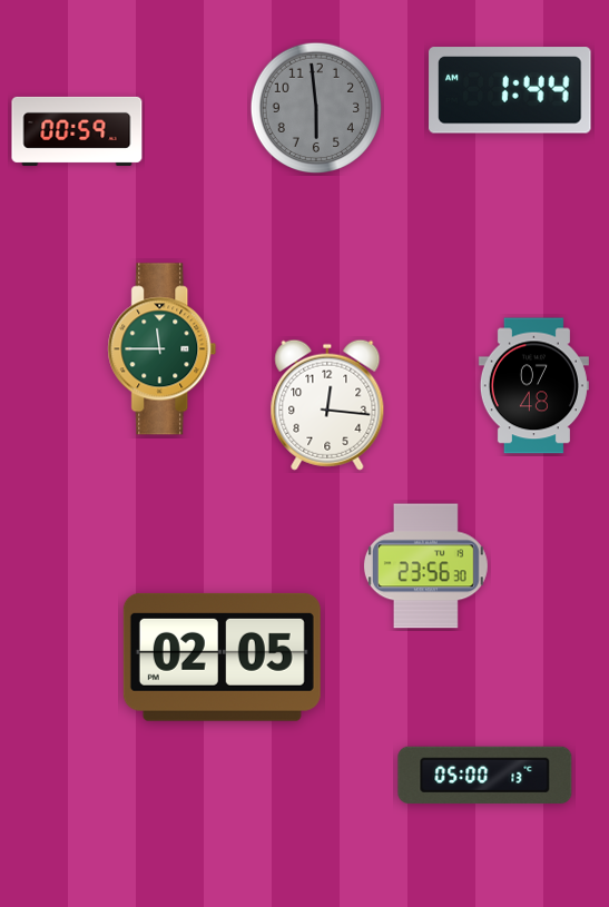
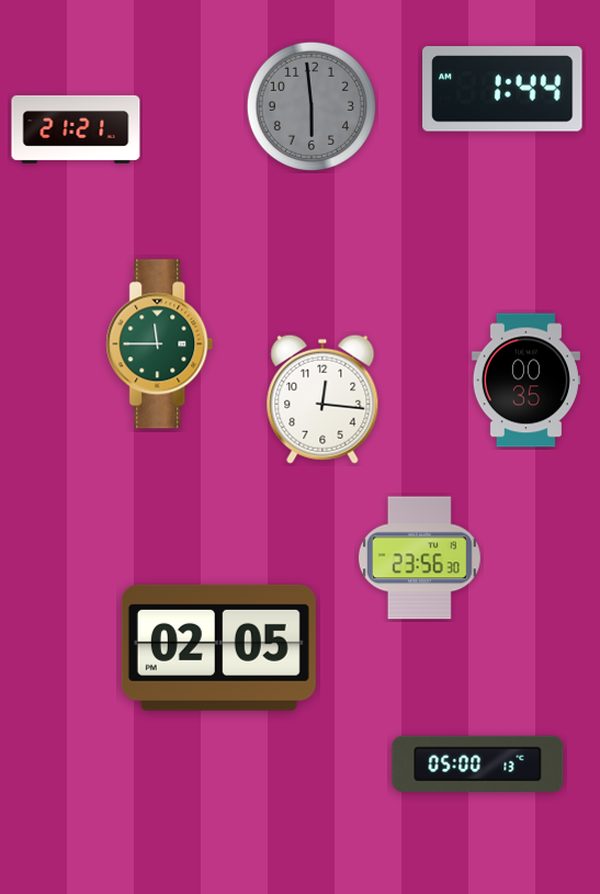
clock at (77, 131): 00:59 -> 21:21
clock at (533, 386): 07:48 -> 00:35
